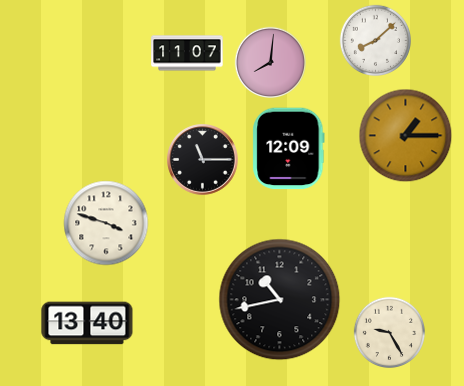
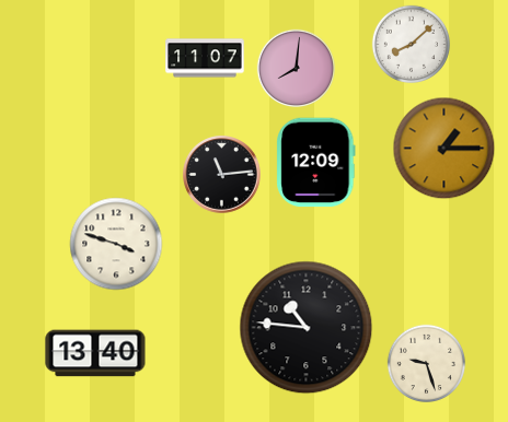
clock at (203, 160): 11:15 -> 11:14
clock at (280, 300): 10:43 -> 10:46
clock at (389, 332): 9:25 -> 9:27
